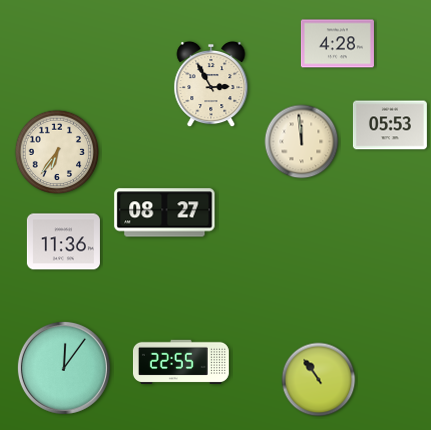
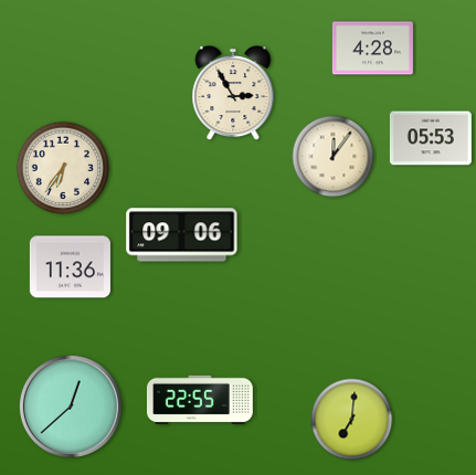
clock at (302, 142): 11:59 -> 12:06
clock at (165, 213): 08:27 -> 09:06
clock at (64, 368): 12:06 -> 12:38
clock at (319, 380): 10:54 -> 7:01
